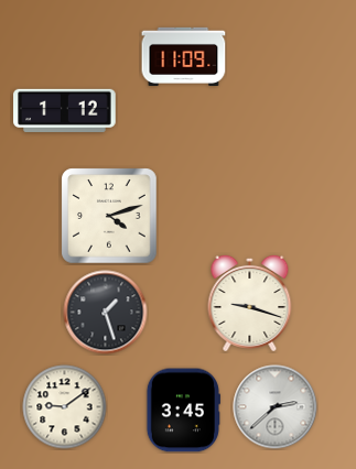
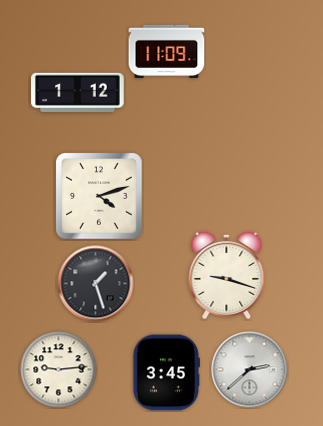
clock at (65, 110) position: (65, 110) -> (78, 92)
clock at (65, 407): 9:09 -> 9:14
